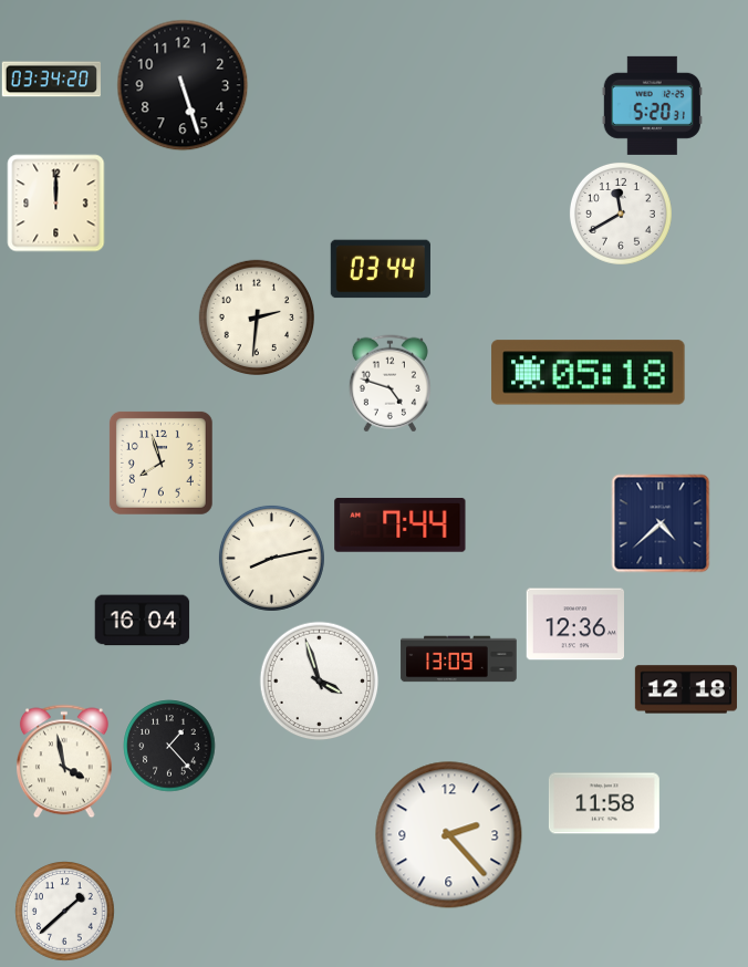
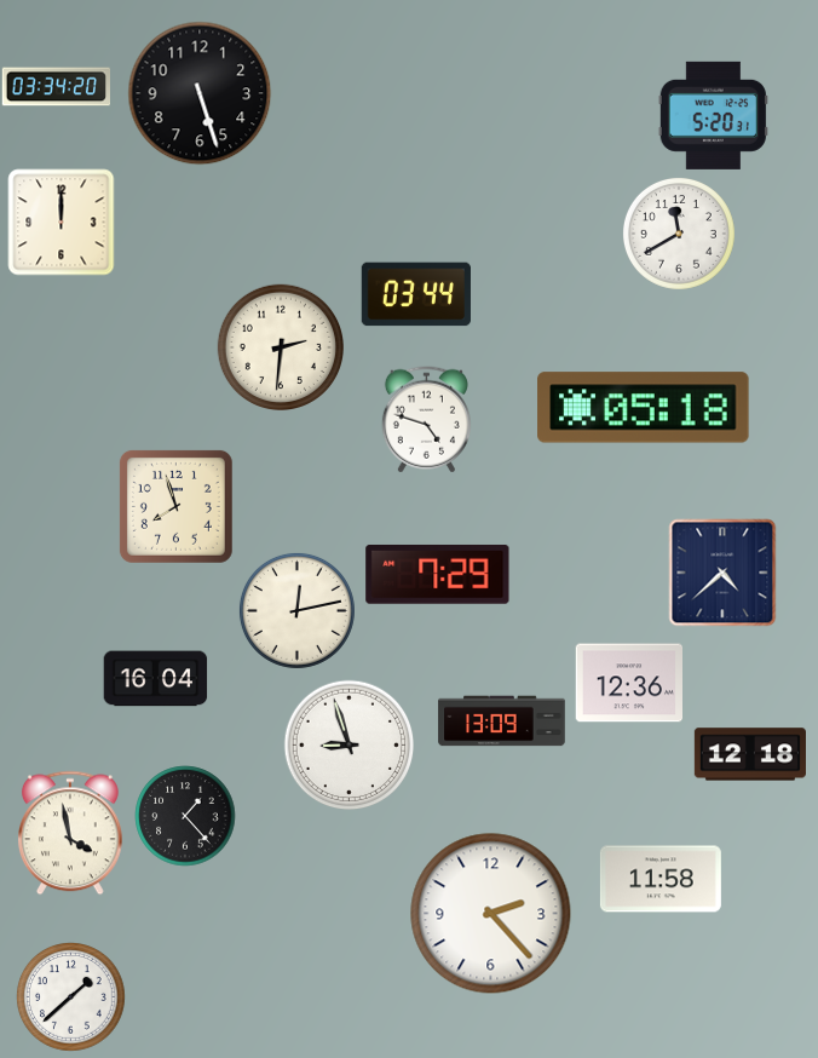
clock at (401, 524): 7:44 -> 7:29
clock at (271, 558): 8:13 -> 12:13
clock at (319, 680): 3:57 -> 8:57
